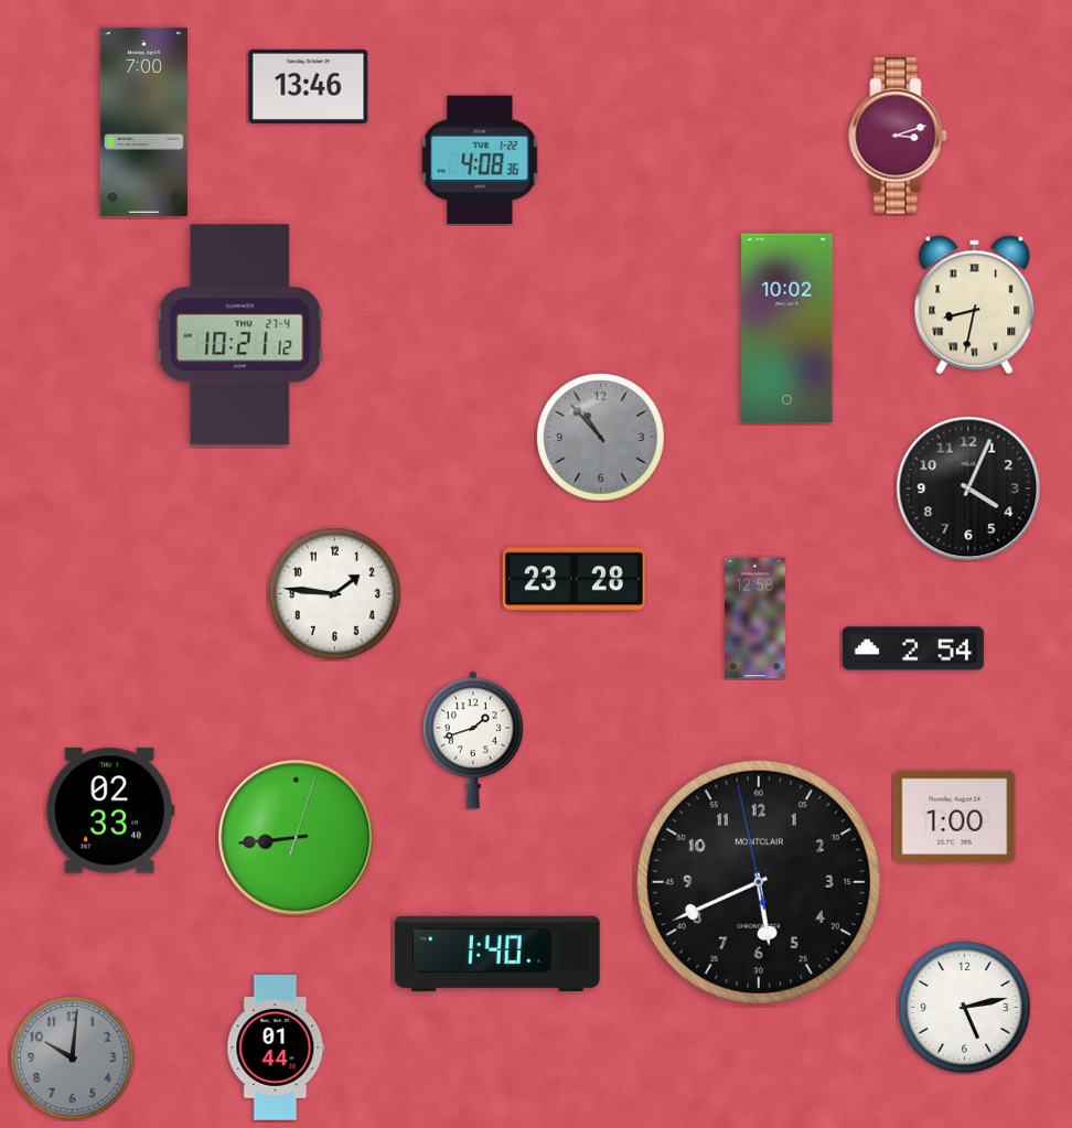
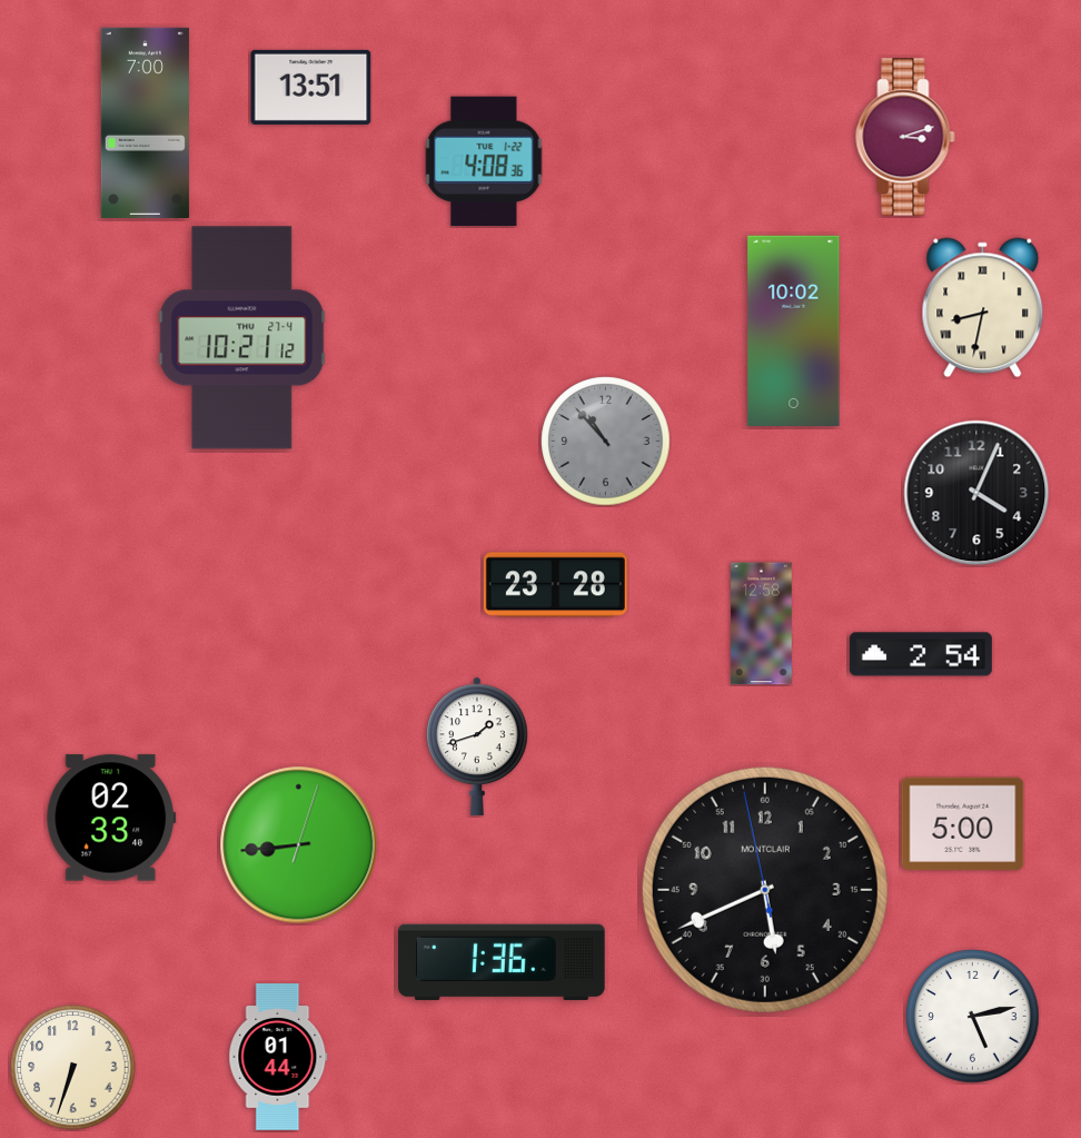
clock at (309, 86): 13:46 -> 13:51
clock at (573, 580) position: (573, 580) -> (555, 585)
clock at (335, 594): 1:46 -> none
clock at (955, 817): 1:00 -> 5:00
clock at (497, 954): 1:40 -> 1:36
clock at (73, 1059): 10:01 -> 6:33
clock at (73, 1059) dial: grey -> cream
